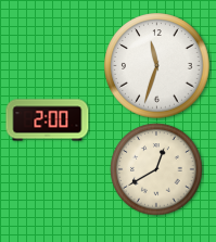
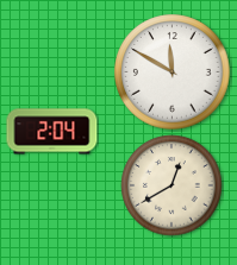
clock at (157, 66): 11:33 -> 11:50
clock at (48, 120): 2:00 -> 2:04
